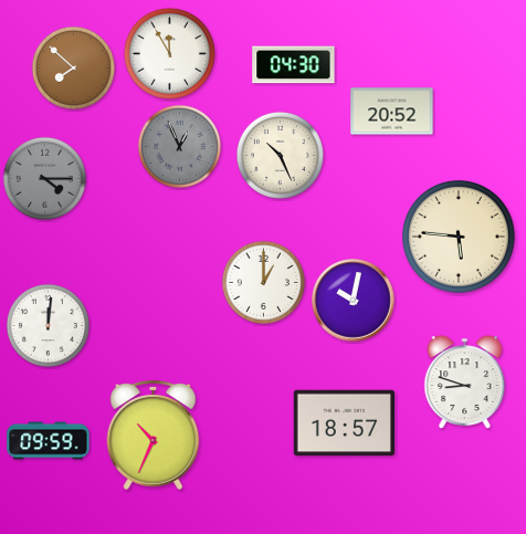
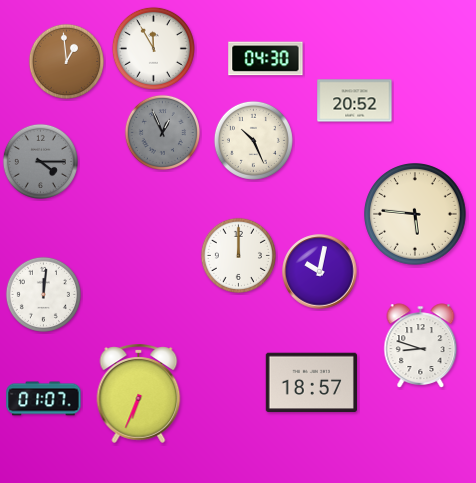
clock at (73, 67): 7:52 -> 12:59
clock at (263, 282): 1:00 -> 12:00
clock at (154, 434): 10:34 -> 6:34
clock at (49, 441): 09:59 -> 01:07
